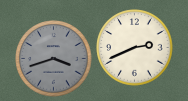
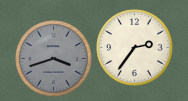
clock at (135, 48): 2:41 -> 2:36
